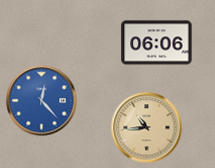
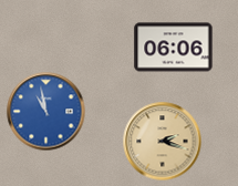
clock at (42, 101): 12:23 -> 10:58
clock at (147, 128): 10:44 -> 2:18
